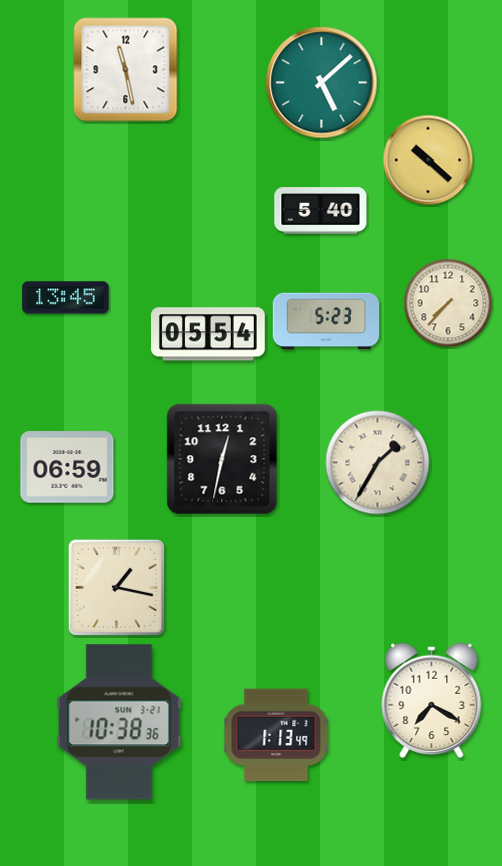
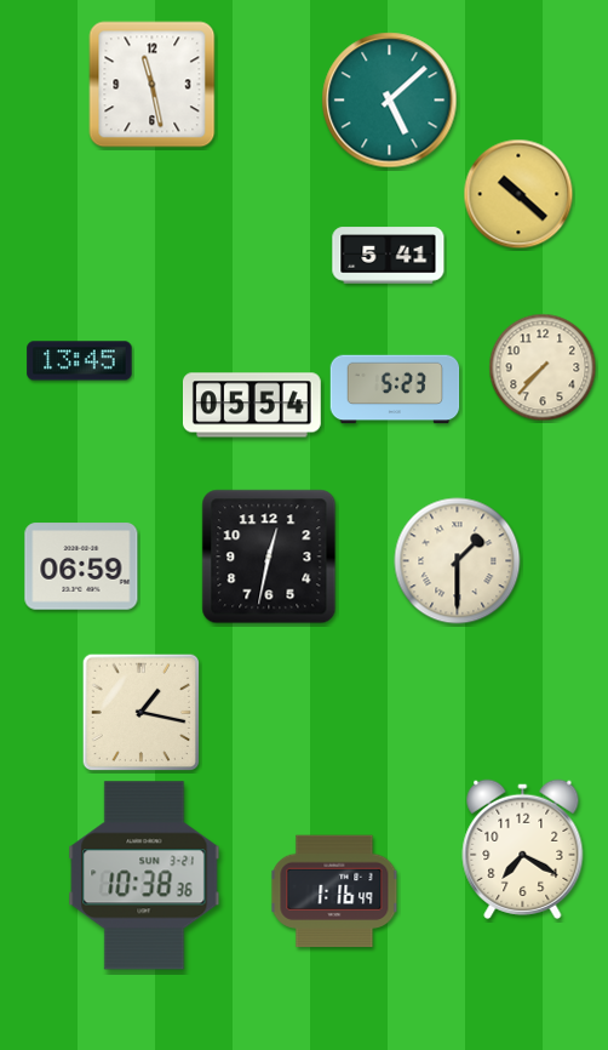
clock at (321, 211): 5:40 -> 5:41
clock at (378, 463): 1:35 -> 1:30
clock at (276, 735): 1:13 -> 1:16
